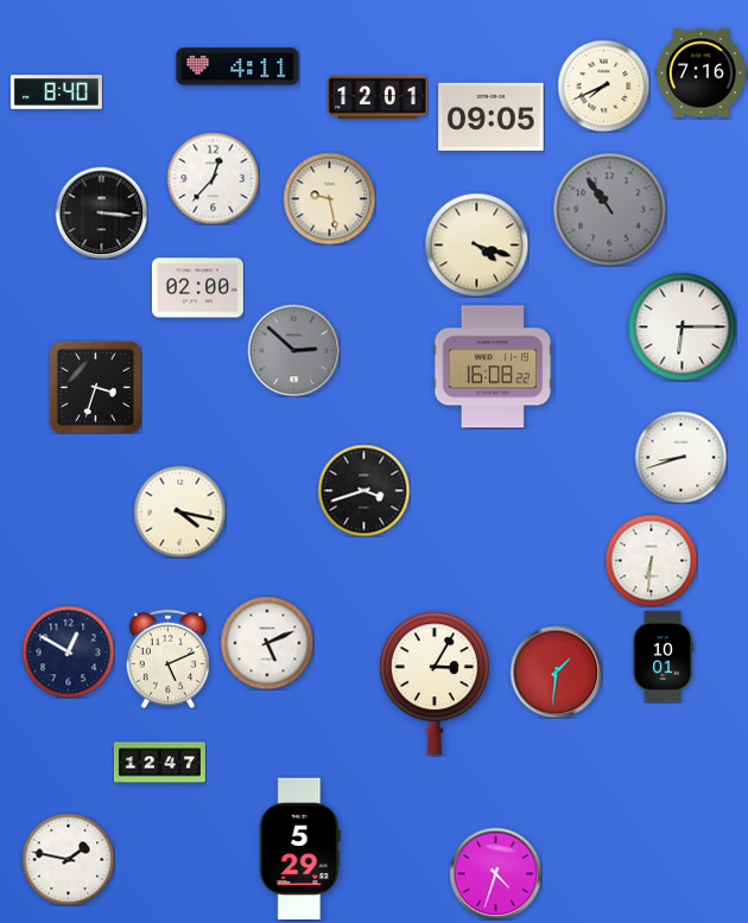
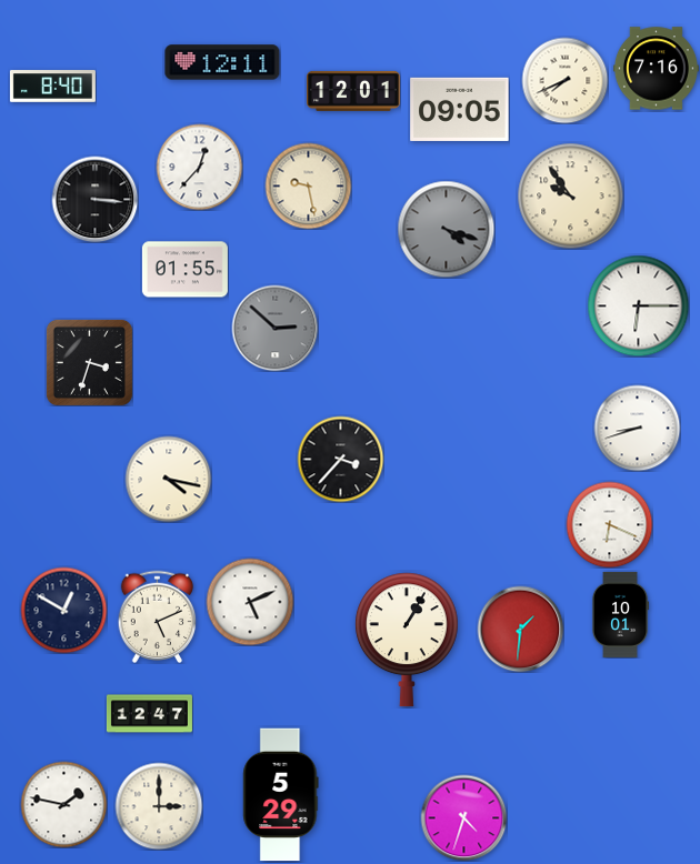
clock at (237, 66): 4:11 -> 12:11
clock at (609, 209): 10:54 -> 9:54
clock at (609, 209) dial: grey -> cream
clock at (476, 244) dial: cream -> grey
clock at (197, 288): 02:00 -> 01:55
clock at (493, 367): 16:08 -> none
clock at (363, 490): 3:42 -> 3:37
clock at (651, 560): 6:31 -> 6:19
clock at (435, 683): 3:05 -> 1:05
clock at (159, 806): none -> 3:00
